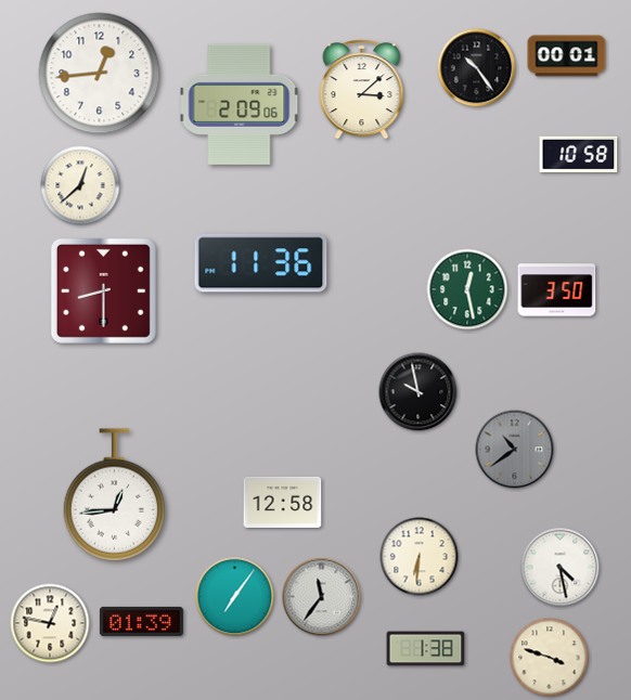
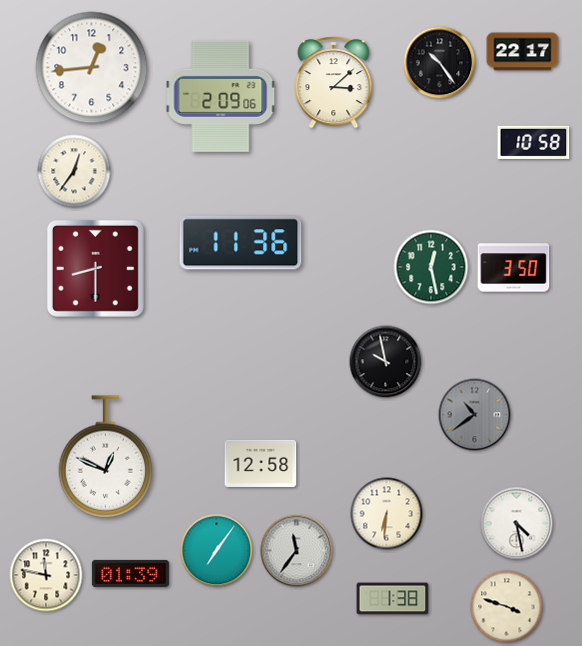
clock at (567, 56): 00:01 -> 22:17
clock at (80, 185): 12:38 -> 12:36
clock at (114, 495): 12:44 -> 12:49
clock at (50, 623): 12:47 -> 11:47
